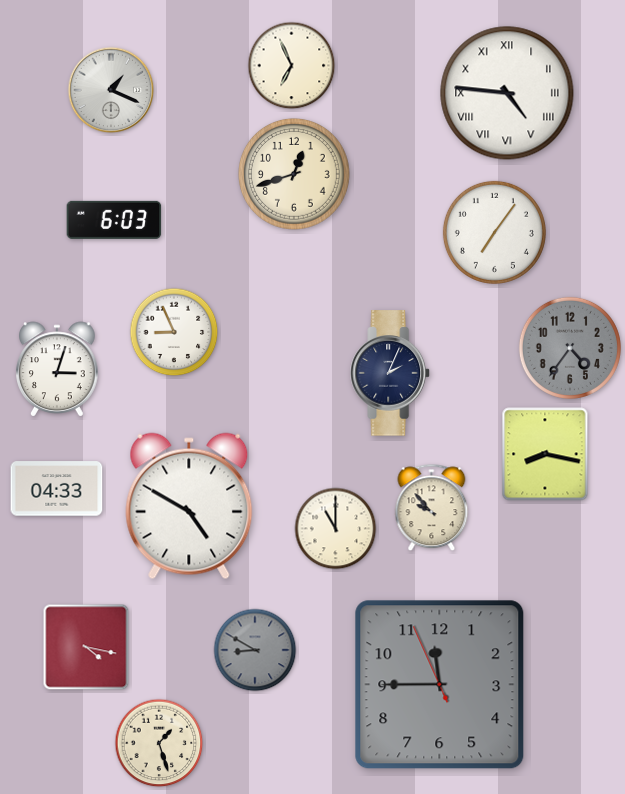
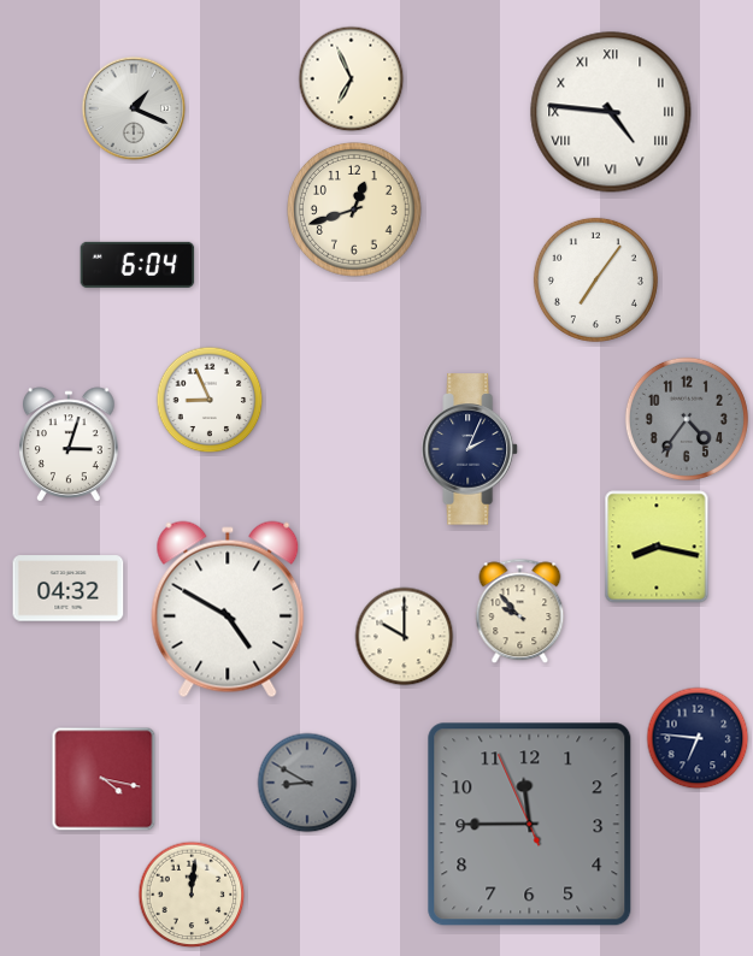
clock at (114, 220): 6:03 -> 6:04
clock at (57, 489): 04:33 -> 04:32
clock at (336, 529): 11:00 -> 10:00
clock at (698, 738): none -> 6:46
clock at (159, 743): 1:27 -> 12:01
